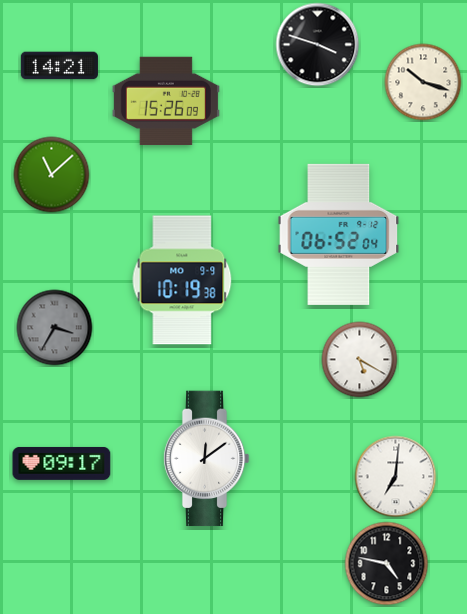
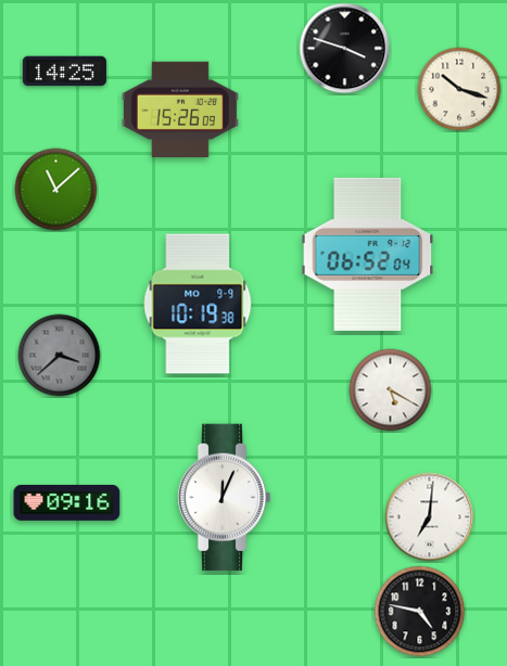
clock at (59, 66): 14:21 -> 14:25
clock at (55, 328): 3:35 -> 3:38
clock at (206, 459): 12:09 -> 12:04
clock at (62, 464): 09:17 -> 09:16
